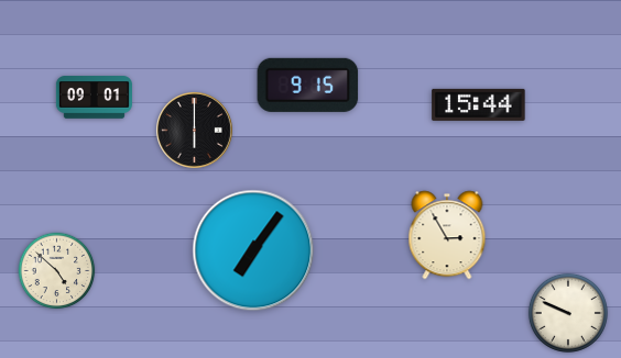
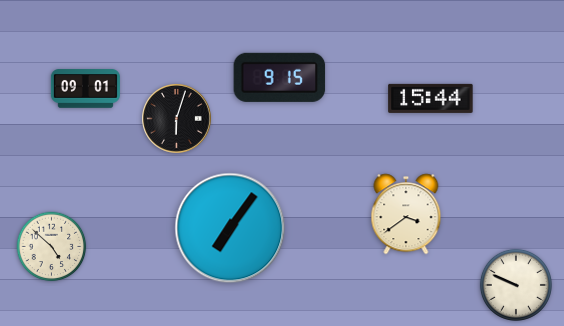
clock at (479, 104) position: (479, 104) -> (431, 98)
clock at (195, 131): 6:00 -> 6:03
clock at (447, 235): 2:55 -> 3:39
